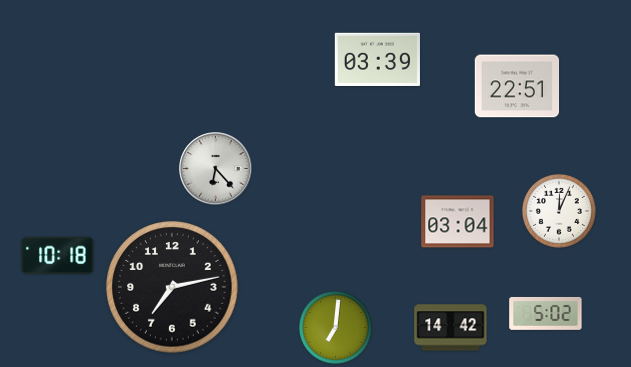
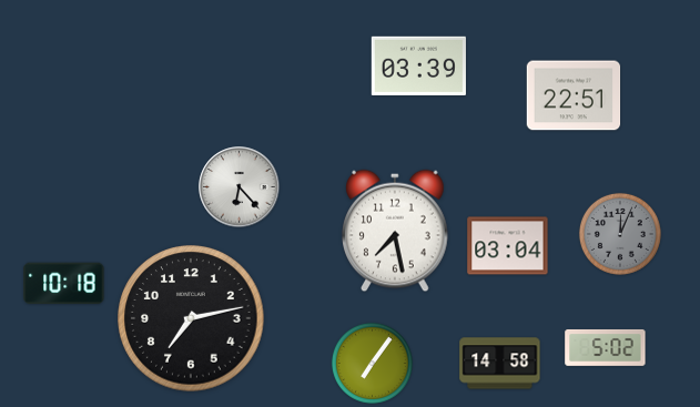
clock at (395, 231): none -> 7:28
clock at (559, 211) dial: white -> grey
clock at (335, 327): 7:01 -> 7:06
clock at (451, 328): 14:42 -> 14:58
